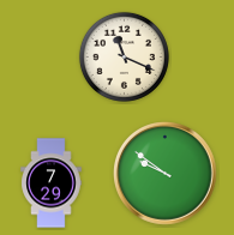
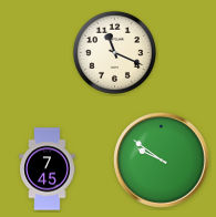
clock at (166, 174) position: (166, 174) -> (162, 161)
clock at (52, 183): 7:29 -> 7:45
